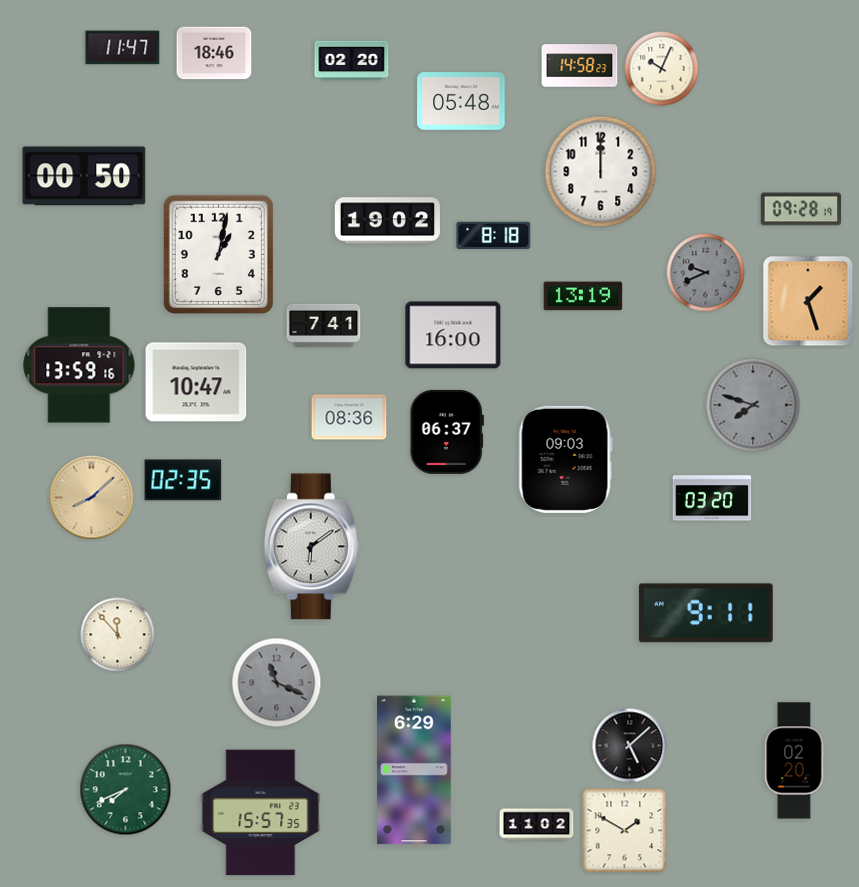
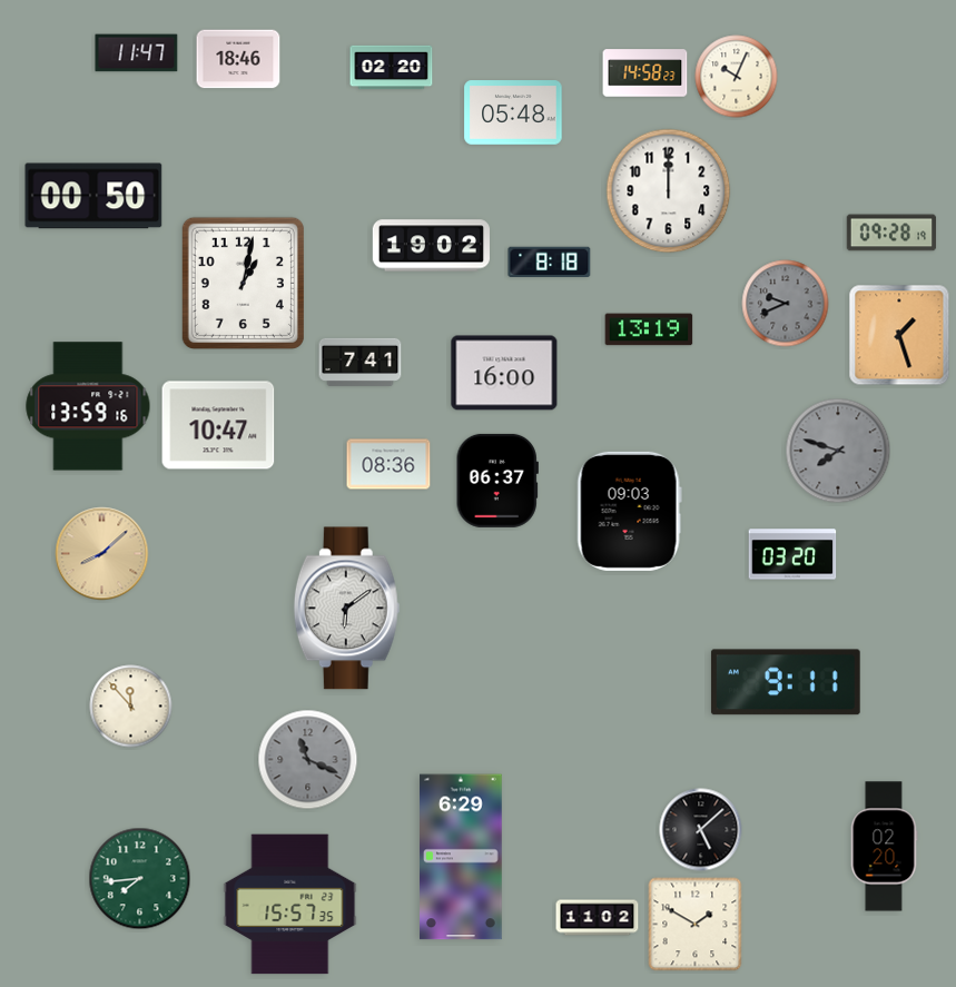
clock at (183, 480): 02:35 -> none
clock at (126, 790): 7:41 -> 7:44
